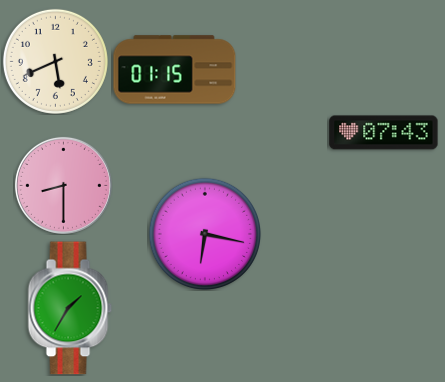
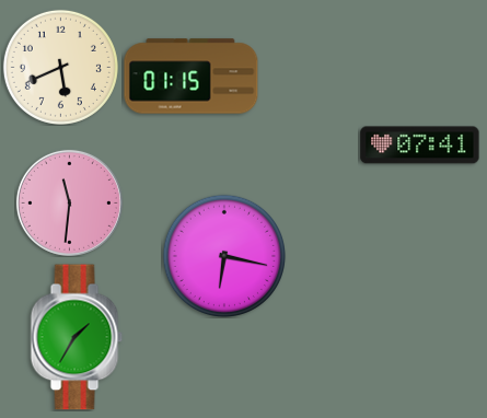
clock at (384, 133): 07:43 -> 07:41
clock at (63, 185): 8:30 -> 11:31
